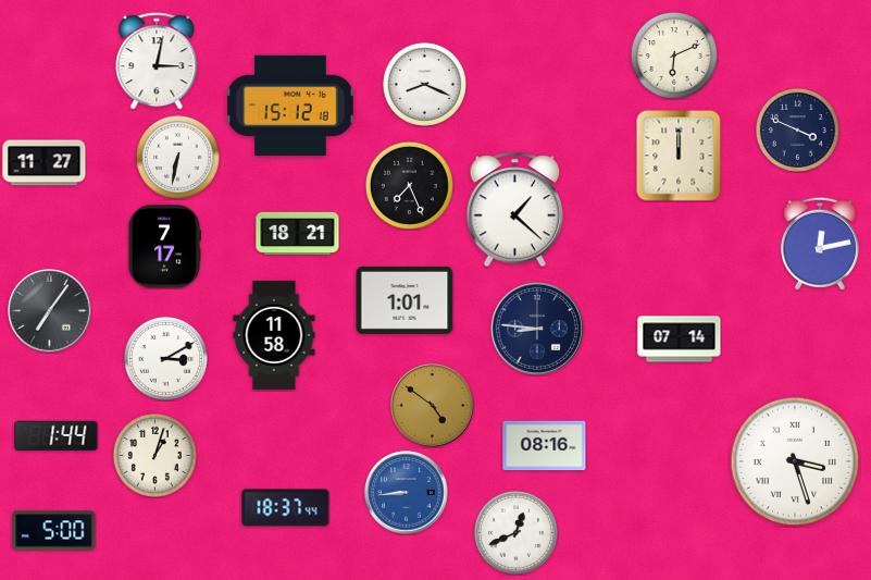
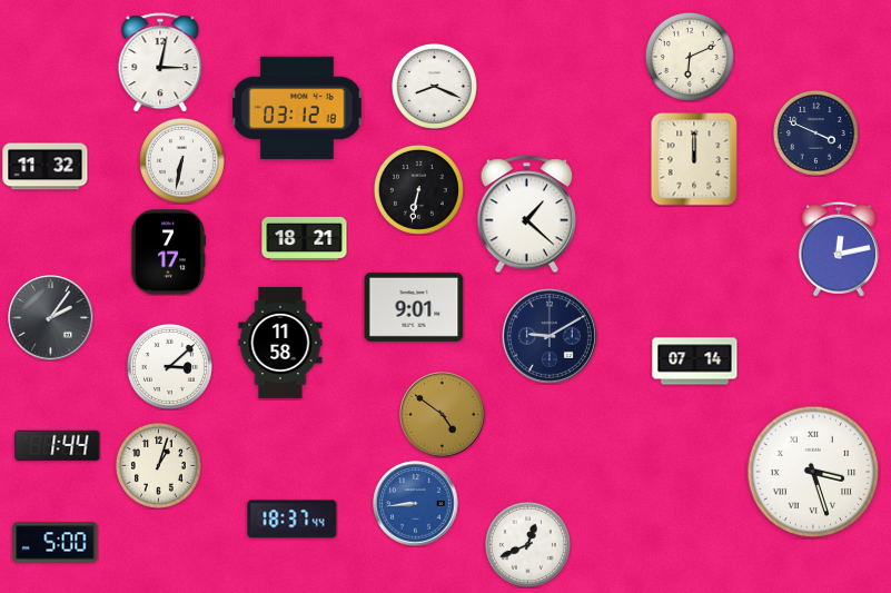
clock at (290, 106): 15:12 -> 03:12
clock at (45, 163): 11:27 -> 11:32
clock at (409, 185): 7:26 -> 6:32
clock at (405, 300): 1:01 -> 9:01
clock at (50, 311): 7:06 -> 2:06
clock at (537, 329): 8:46 -> 9:10
clock at (680, 340) position: (680, 340) -> (695, 362)
clock at (165, 358): 3:10 -> 3:08
clock at (545, 446): 08:16 -> none
